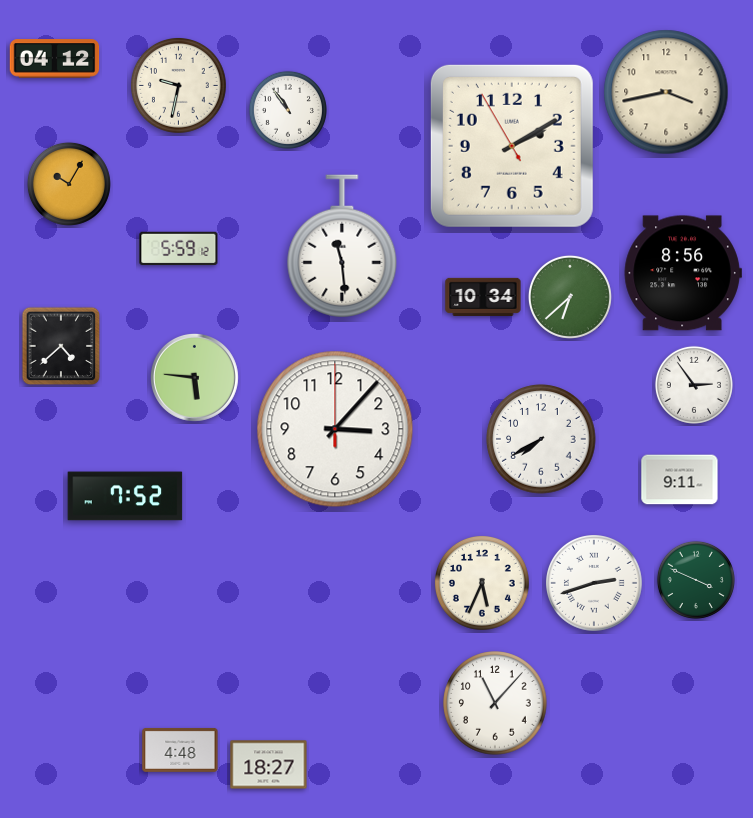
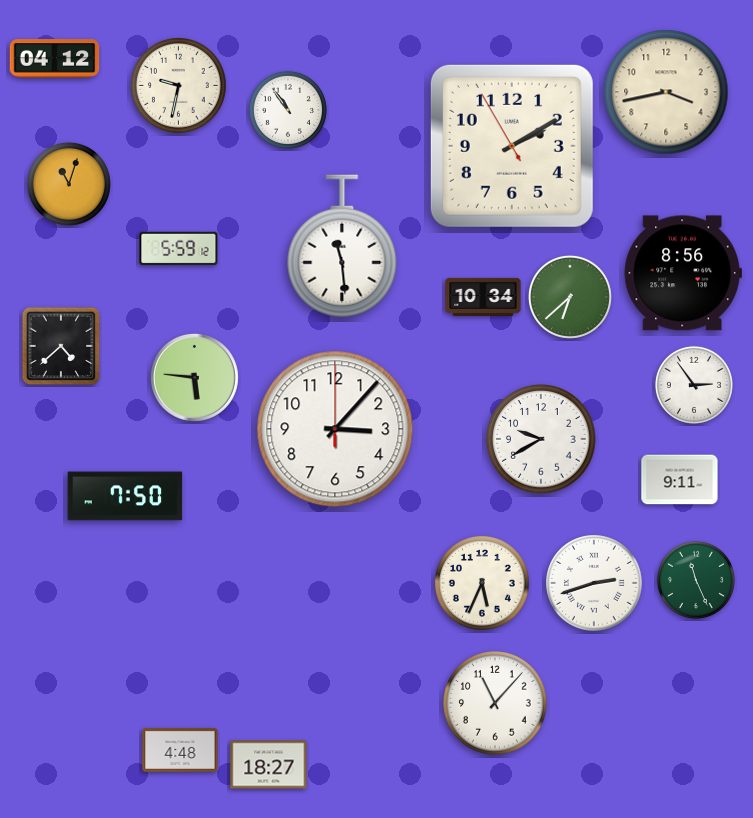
clock at (69, 184): 10:05 -> 11:03
clock at (541, 439): 7:40 -> 9:40
clock at (125, 496): 7:52 -> 7:50
clock at (696, 580): 3:49 -> 11:26
